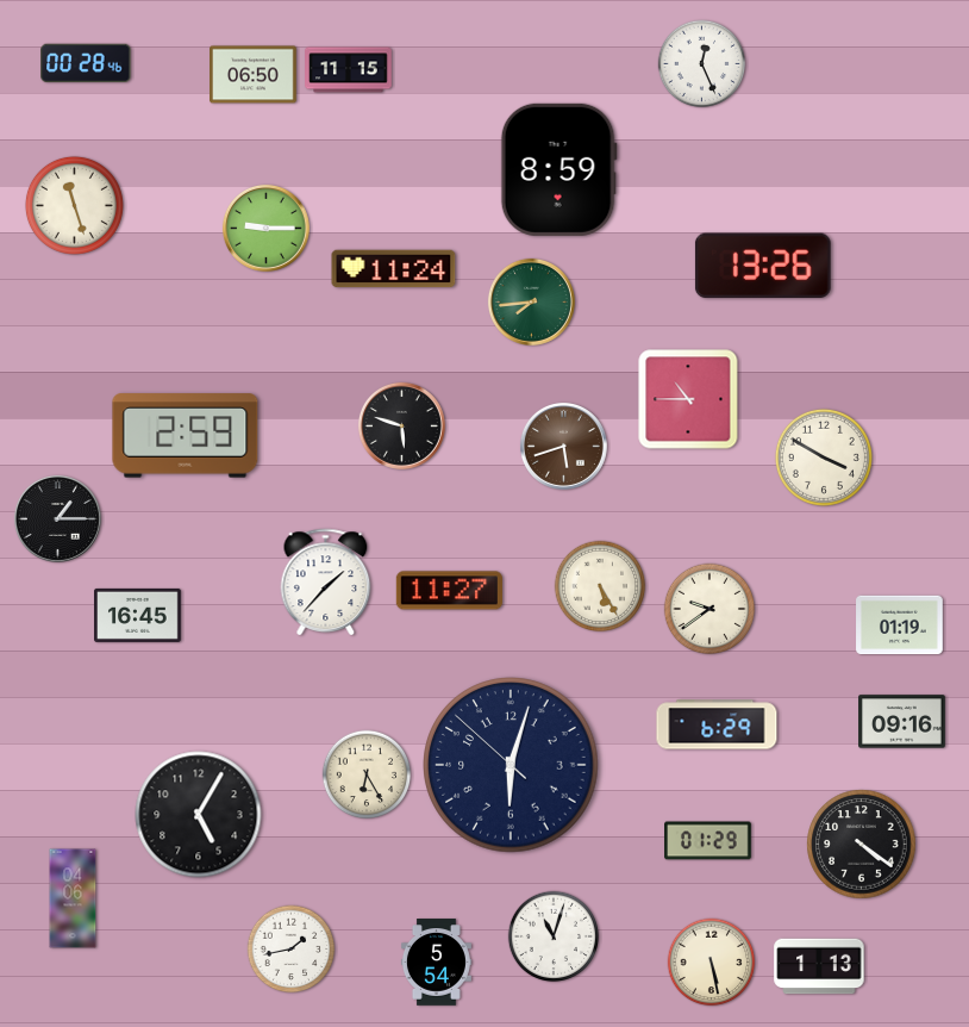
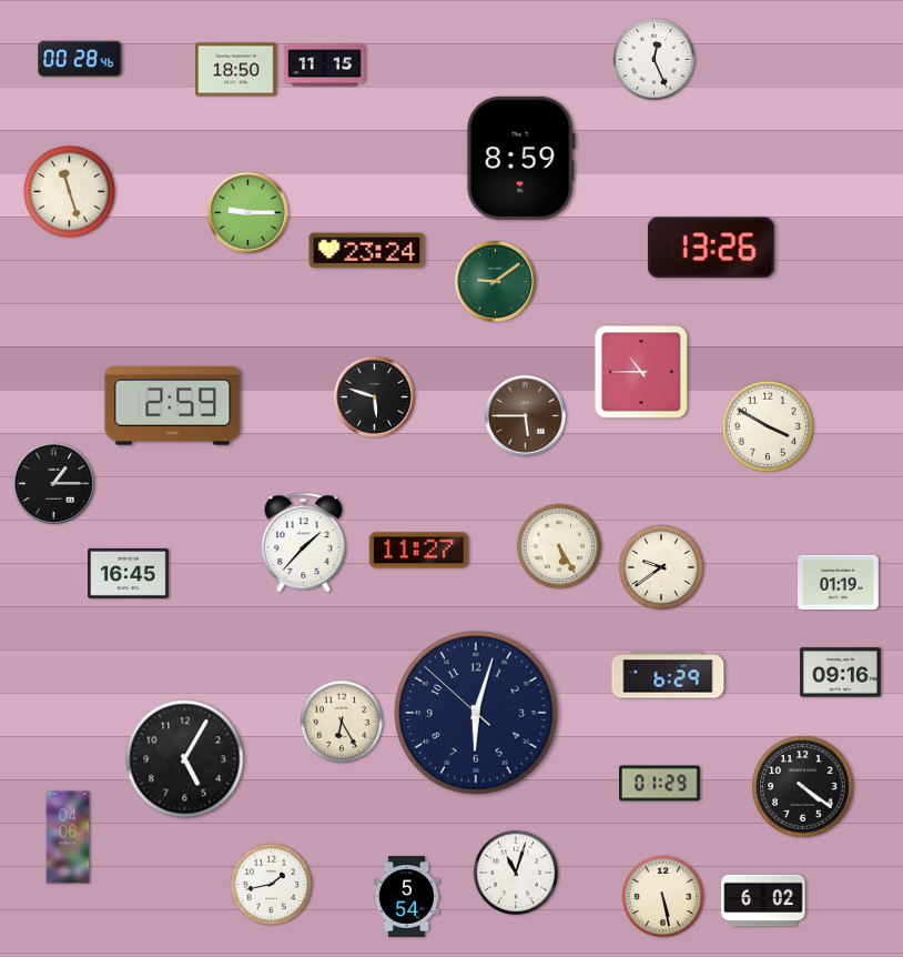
clock at (254, 75): 06:50 -> 18:50
clock at (394, 269): 11:24 -> 23:24
clock at (531, 301): 7:44 -> 9:09
clock at (563, 446): 5:42 -> 5:45
clock at (819, 966): 1:13 -> 6:02
